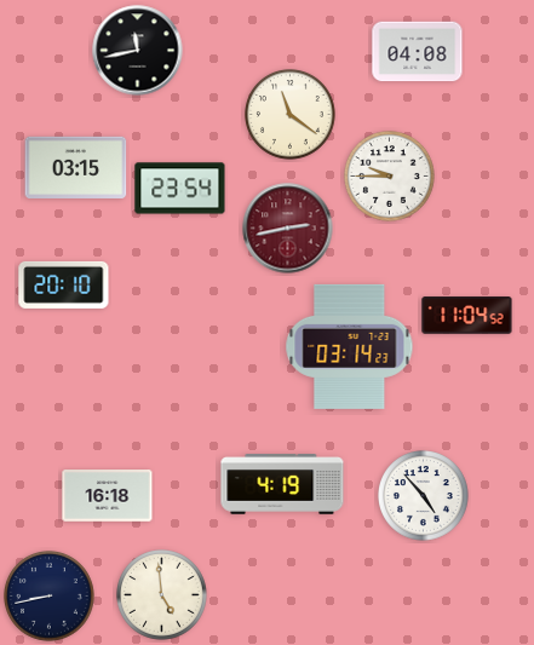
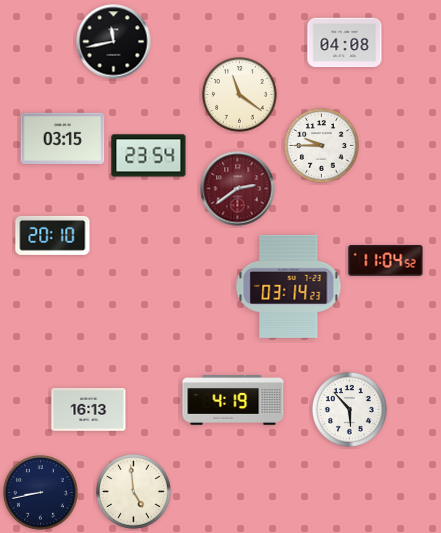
clock at (288, 229): 2:43 -> 2:39
clock at (108, 496): 16:18 -> 16:13
clock at (424, 496): 4:53 -> 5:53
